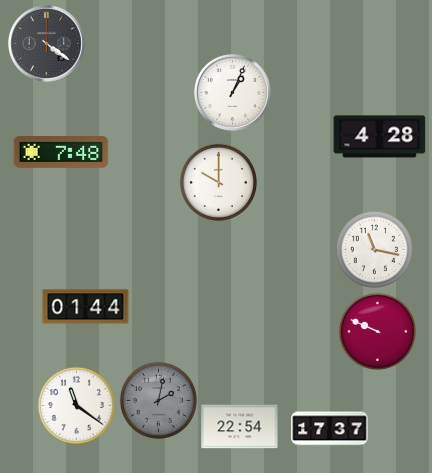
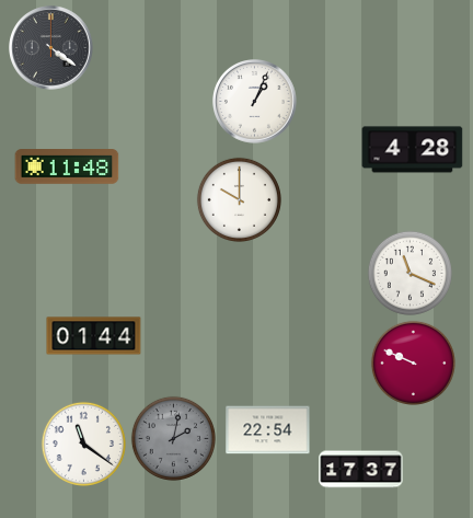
clock at (380, 137) position: (380, 137) -> (413, 150)
clock at (61, 153): 7:48 -> 11:48
clock at (374, 249): 11:17 -> 11:19
clock at (240, 427) position: (240, 427) -> (268, 430)
